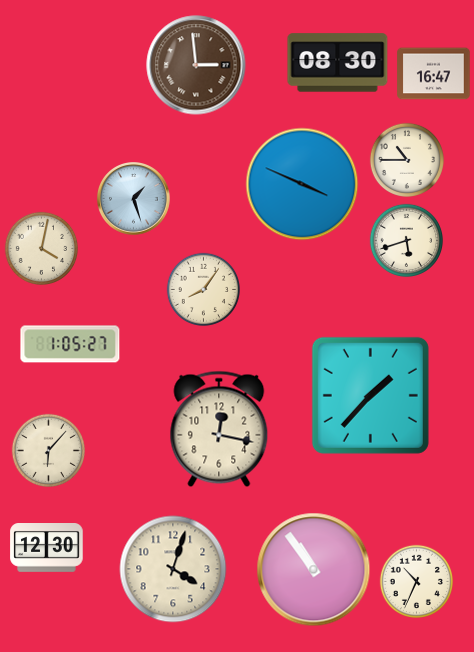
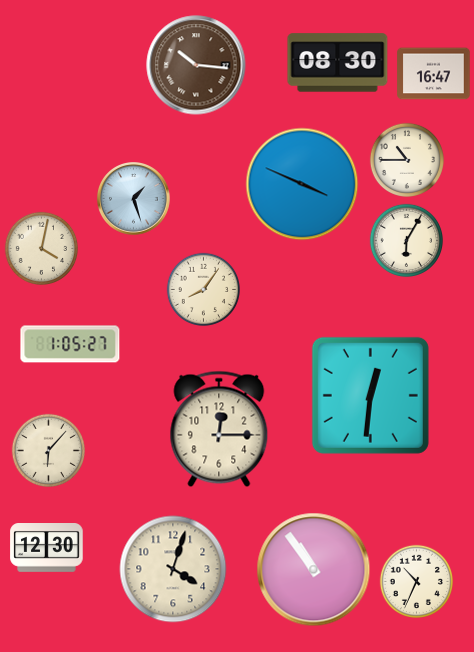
clock at (196, 65): 2:59 -> 10:16
clock at (406, 240): 5:42 -> 6:05
clock at (370, 395): 1:37 -> 12:31
clock at (219, 429): 12:17 -> 12:15
